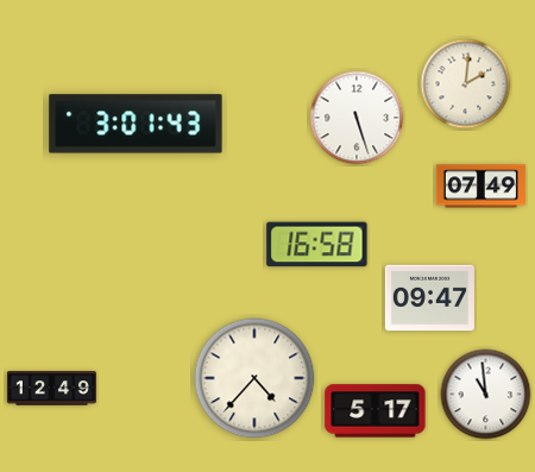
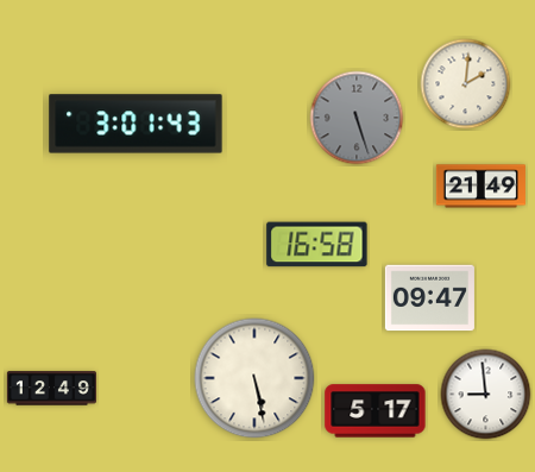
clock at (357, 118) dial: white -> grey
clock at (480, 187): 07:49 -> 21:49
clock at (254, 378): 4:37 -> 5:28
clock at (486, 395): 10:59 -> 8:59
